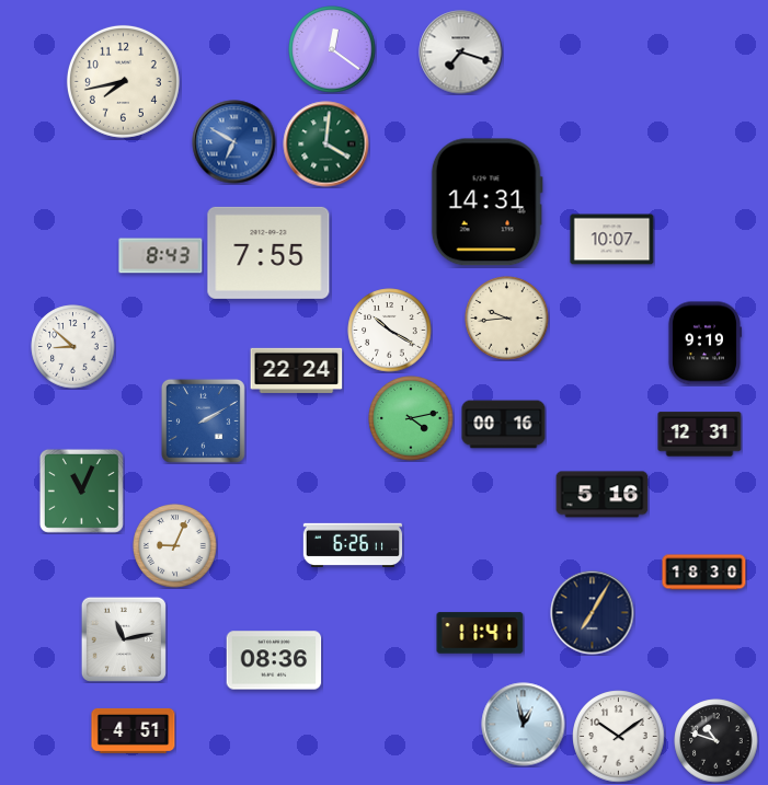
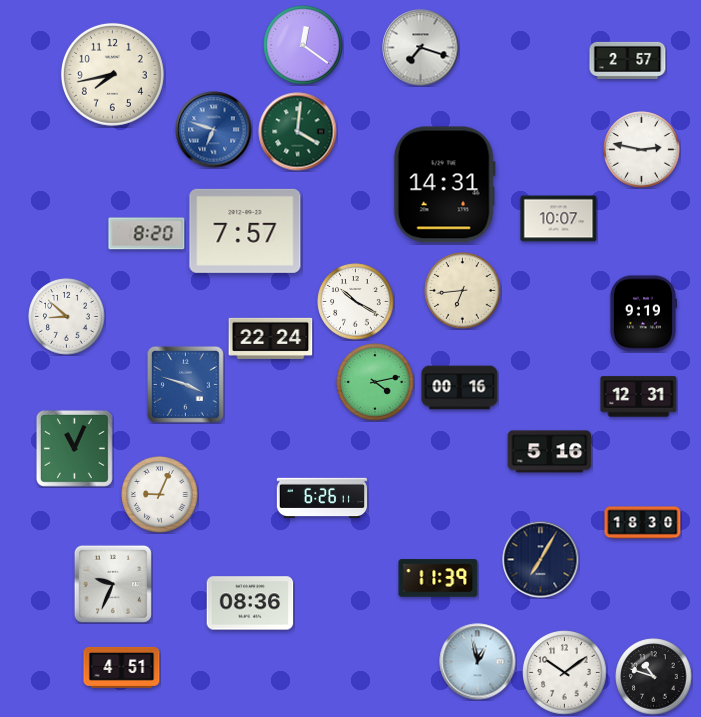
clock at (628, 60): none -> 2:57
clock at (234, 142): 6:50 -> 6:48
clock at (642, 150): none -> 2:47
clock at (268, 253): 7:55 -> 7:57
clock at (161, 256): 8:43 -> 8:20
clock at (507, 319): 9:44 -> 6:44
clock at (203, 420): 2:10 -> 3:48
clock at (175, 546) position: (175, 546) -> (160, 495)
clock at (480, 633): 11:41 -> 11:39
clock at (124, 639): 11:13 -> 9:34
